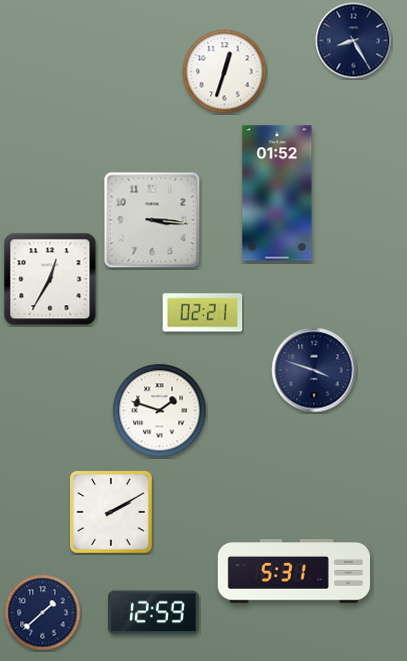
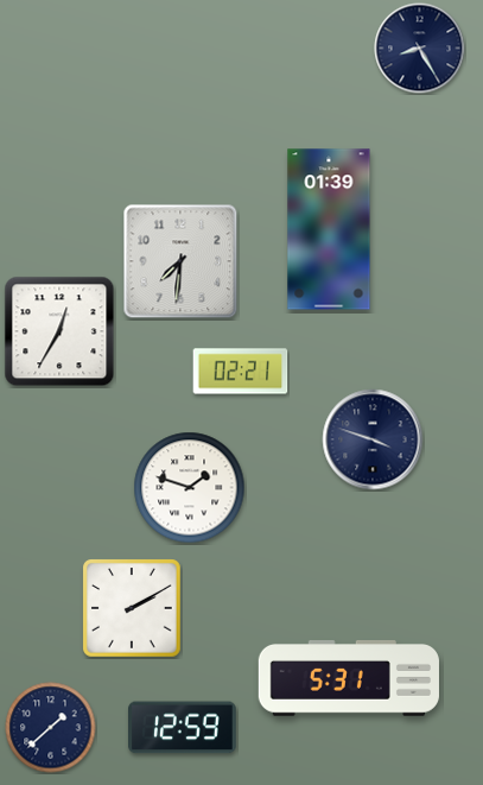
clock at (225, 72): 12:33 -> none
clock at (277, 193): 01:52 -> 01:39
clock at (152, 220): 3:16 -> 7:31
